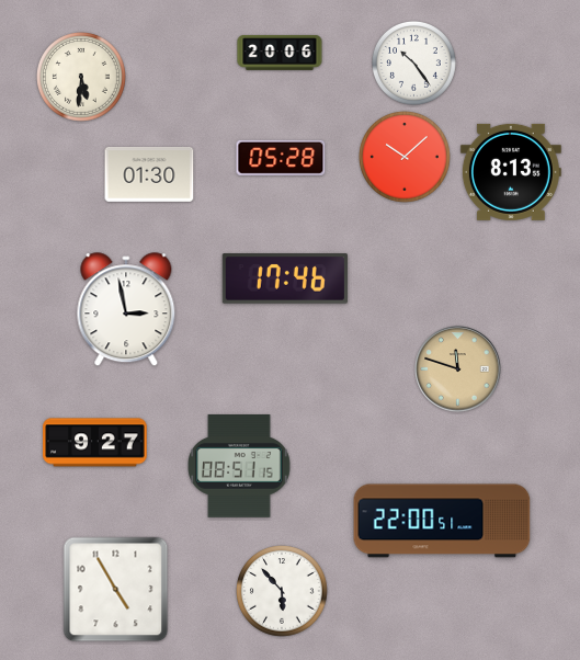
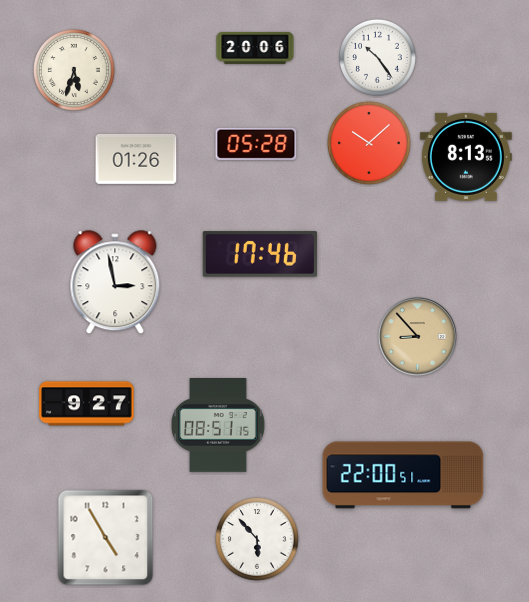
clock at (82, 78): 5:31 -> 5:33
clock at (149, 174): 01:30 -> 01:26
clock at (458, 369): 11:48 -> 8:53
